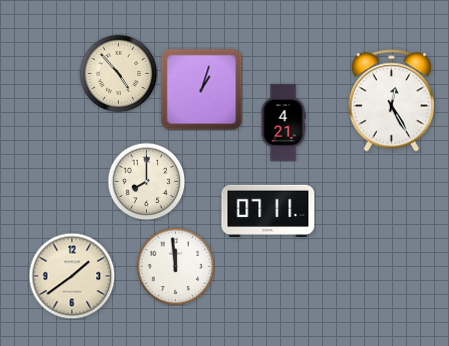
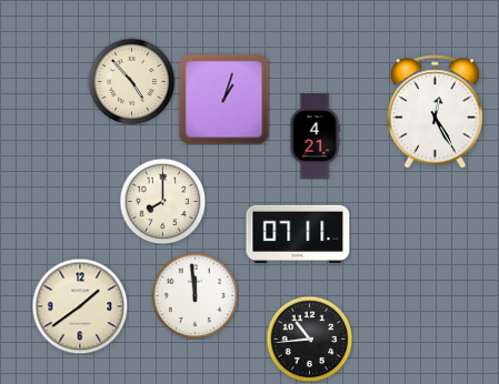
clock at (309, 338): none -> 10:44
